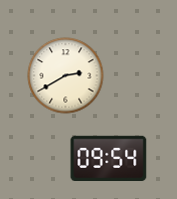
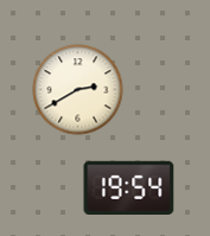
clock at (109, 159): 09:54 -> 19:54
